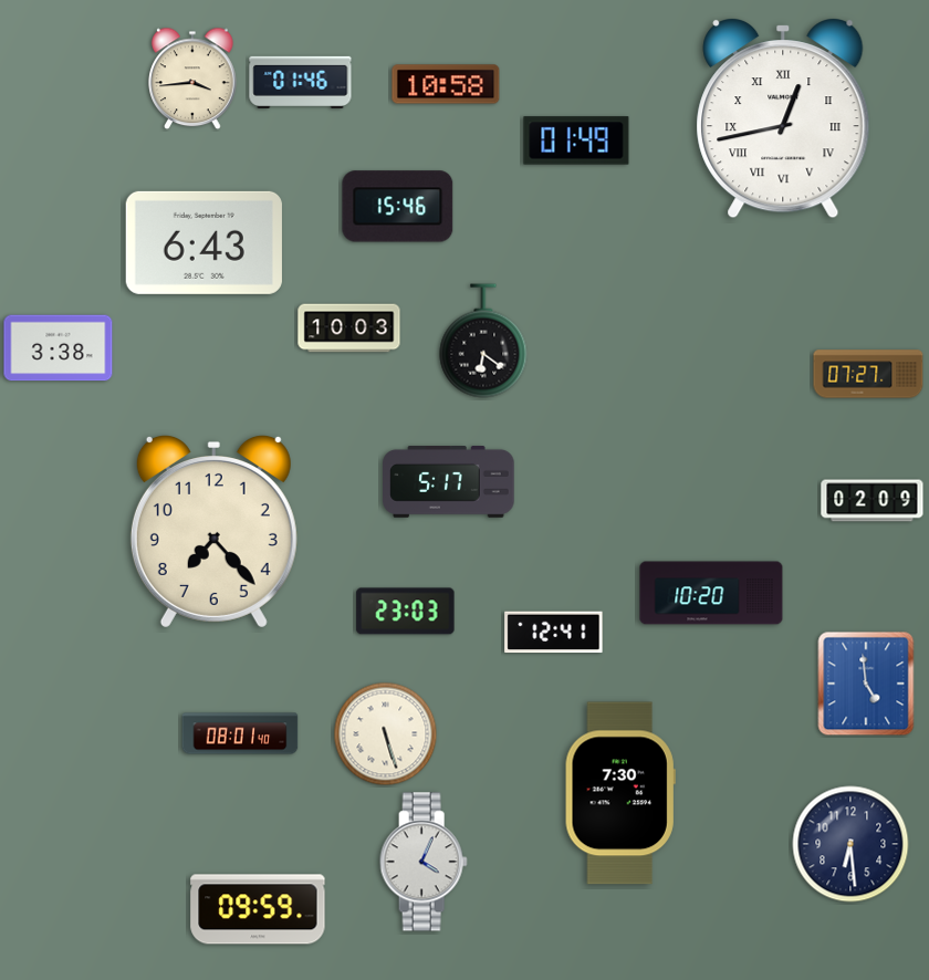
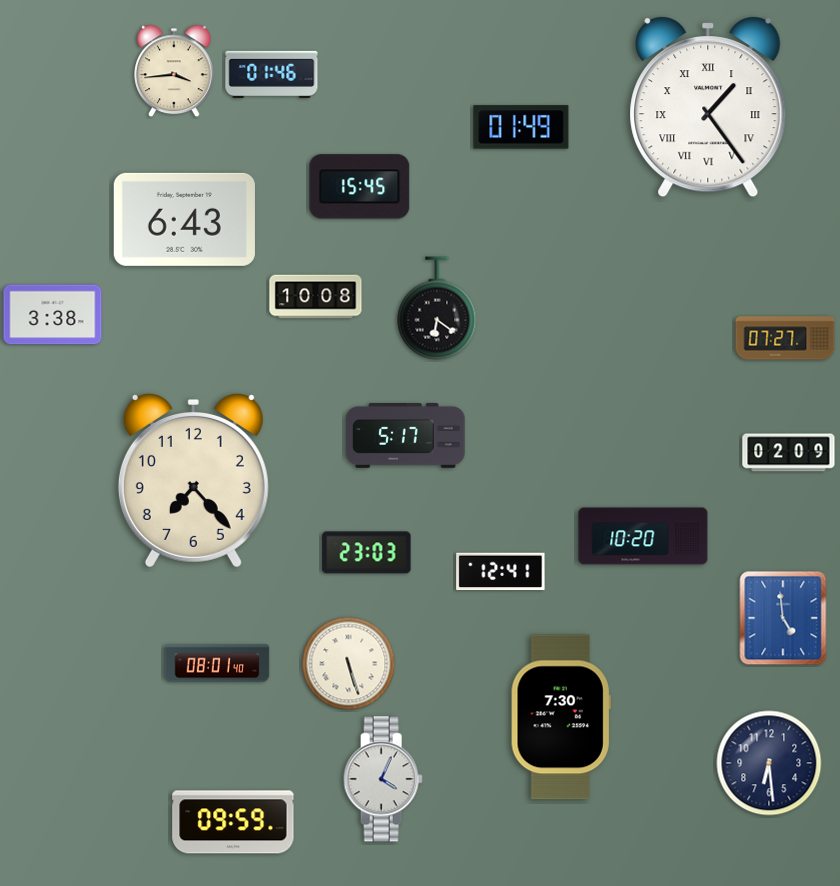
clock at (446, 84): 10:58 -> none
clock at (783, 118): 12:43 -> 1:24
clock at (398, 207): 15:46 -> 15:45
clock at (349, 329): 10:03 -> 10:08
